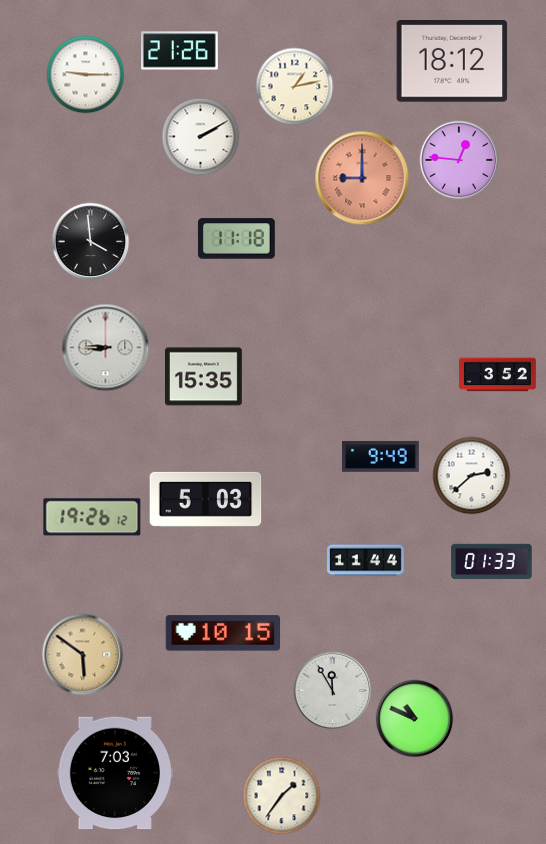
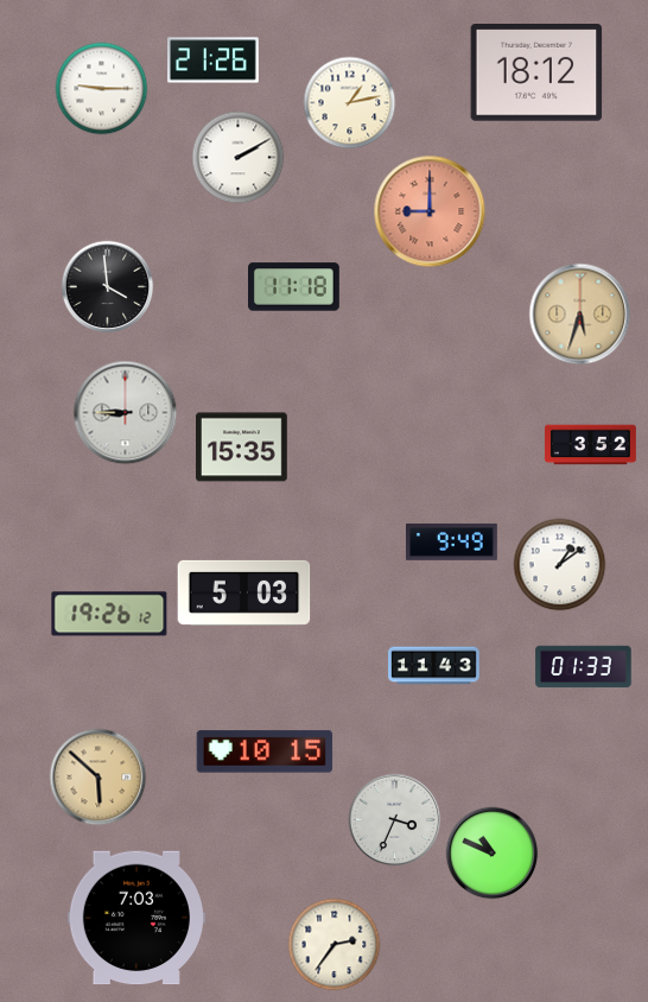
clock at (200, 136) position: (200, 136) -> (237, 157)
clock at (459, 160): 12:46 -> none
clock at (237, 239) position: (237, 239) -> (294, 287)
clock at (579, 313): none -> 5:33
clock at (471, 475): 2:38 -> 1:09
clock at (366, 561): 11:44 -> 11:43
clock at (82, 654): 5:51 -> 5:52
clock at (332, 690): 11:55 -> 3:34
clock at (281, 795): 1:36 -> 2:36
